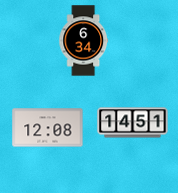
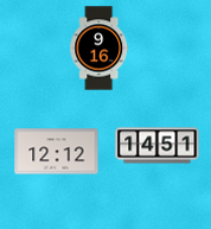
clock at (84, 41): 6:34 -> 9:16
clock at (48, 128): 12:08 -> 12:12
